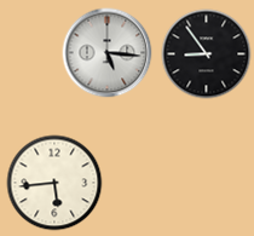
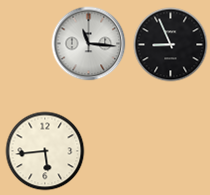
clock at (108, 53): 5:16 -> 11:16
clock at (207, 54): 8:54 -> 8:56
